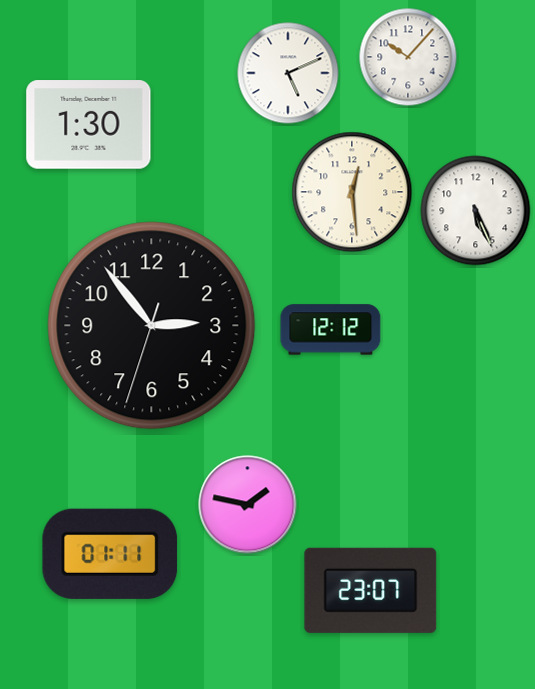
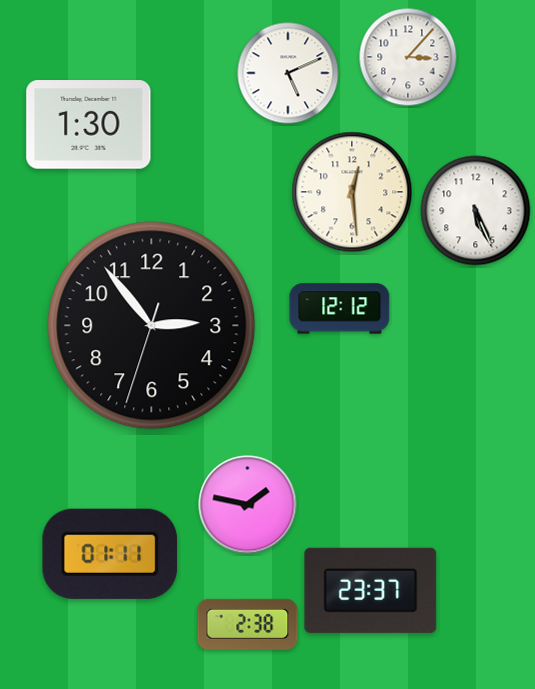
clock at (408, 57): 10:07 -> 3:07
clock at (331, 330) position: (331, 330) -> (340, 309)
clock at (371, 590): 23:07 -> 23:37
clock at (248, 624): none -> 2:38
